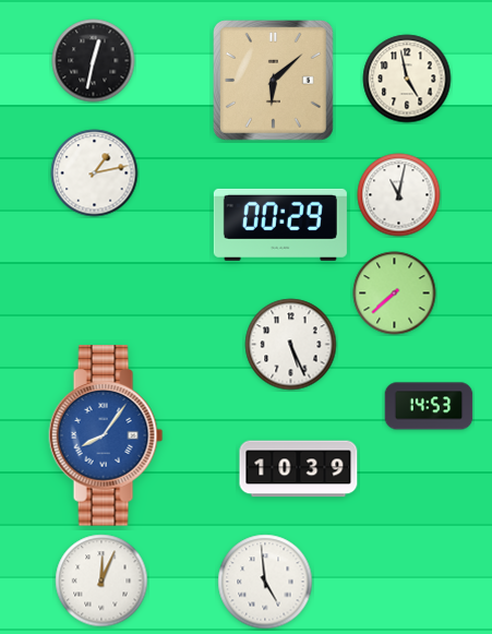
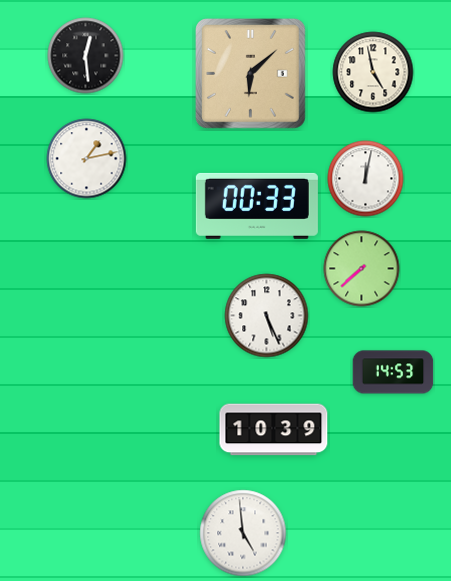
clock at (94, 61): 12:32 -> 12:29
clock at (399, 195): 11:02 -> 12:02
clock at (280, 225): 00:29 -> 00:33
clock at (106, 435): 8:06 -> none
clock at (101, 581): 12:04 -> none
